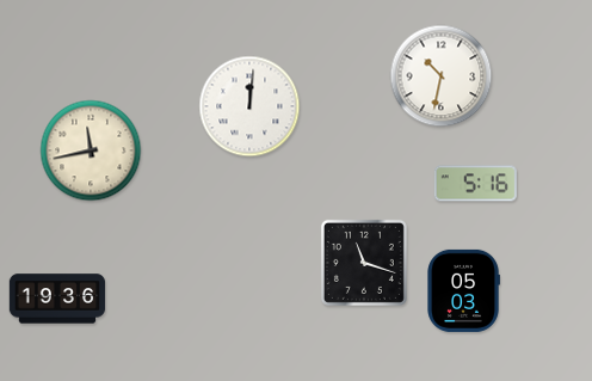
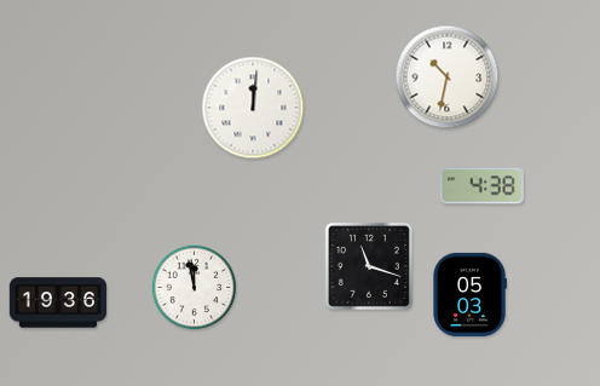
clock at (91, 150): 11:43 -> none
clock at (475, 184): 5:16 -> 4:38
clock at (195, 288): none -> 11:58
